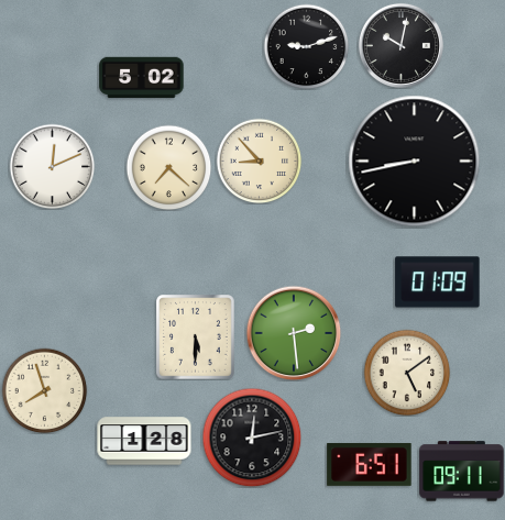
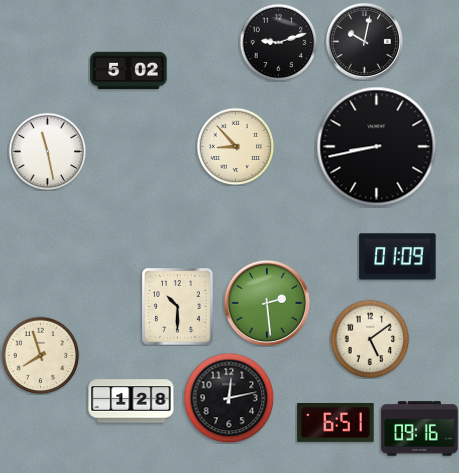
clock at (52, 166): 12:11 -> 11:28
clock at (168, 167): 7:22 -> none
clock at (196, 338): 5:30 -> 10:30
clock at (462, 472): 09:11 -> 09:16
